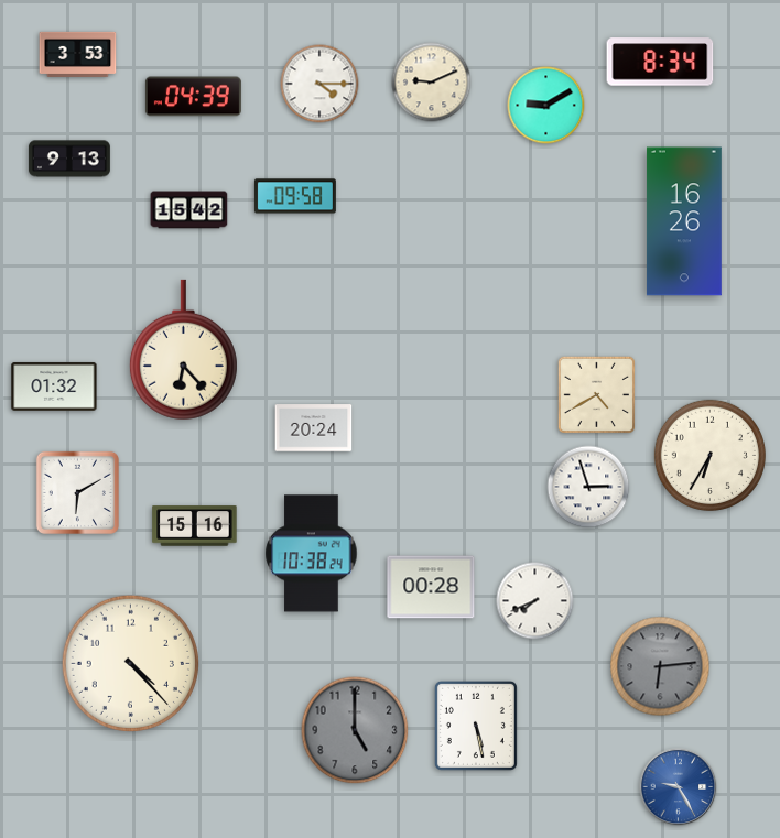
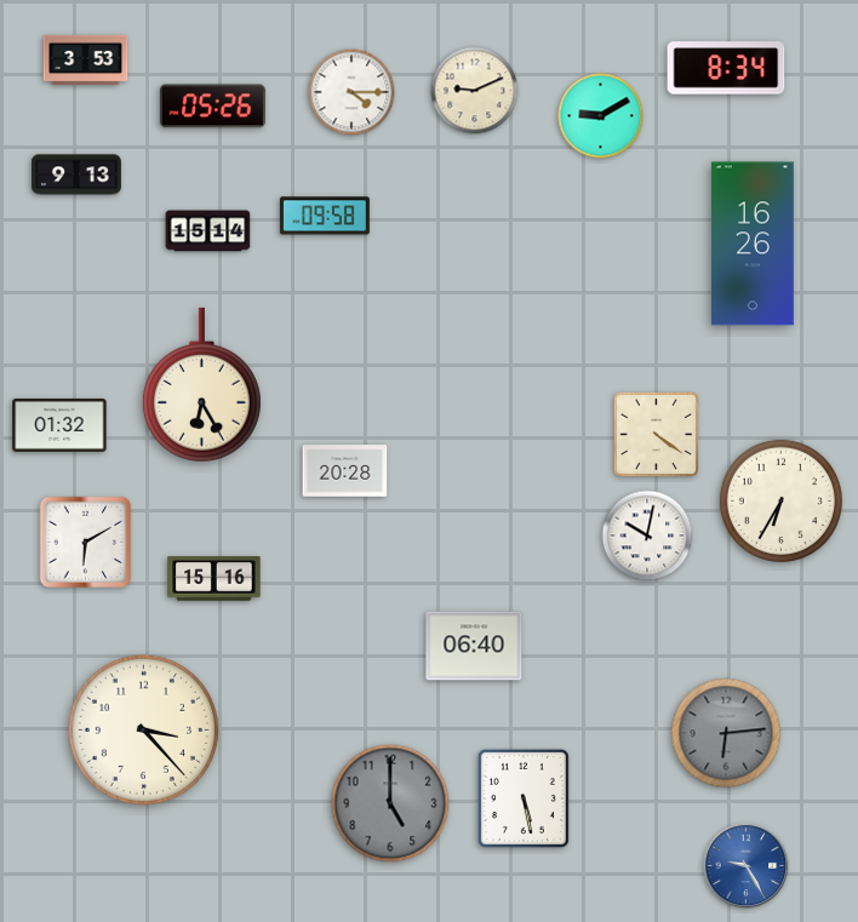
clock at (193, 97): 04:39 -> 05:26
clock at (189, 210): 15:42 -> 15:14
clock at (183, 350): 6:23 -> 6:25
clock at (596, 394): 4:40 -> 4:21
clock at (314, 428): 20:24 -> 20:28
clock at (588, 487): 2:57 -> 10:02
clock at (312, 554): 10:38 -> none
clock at (431, 587): 00:28 -> 06:40
clock at (535, 601): 7:41 -> none
clock at (130, 663): 4:23 -> 3:23
